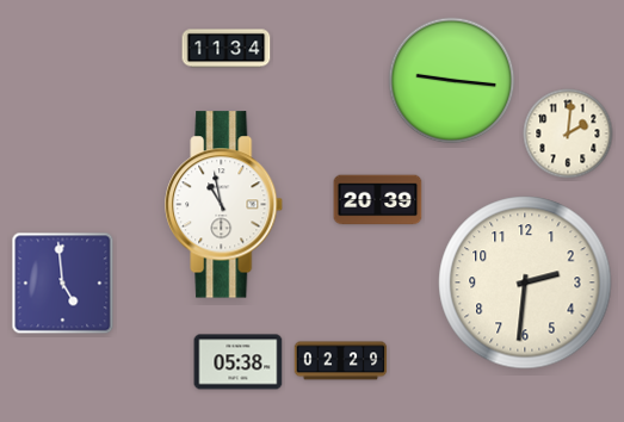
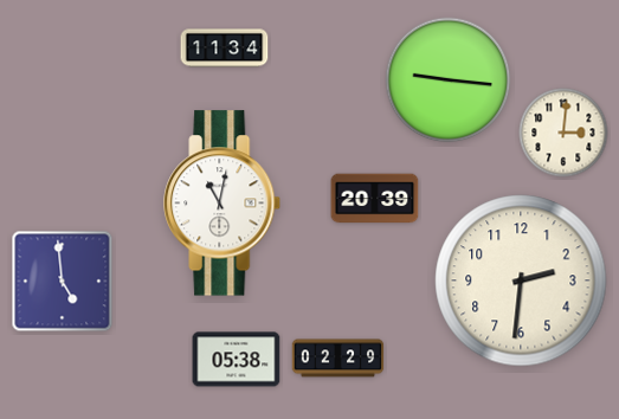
clock at (568, 134): 2:01 -> 3:01
clock at (224, 205): 10:58 -> 11:02
